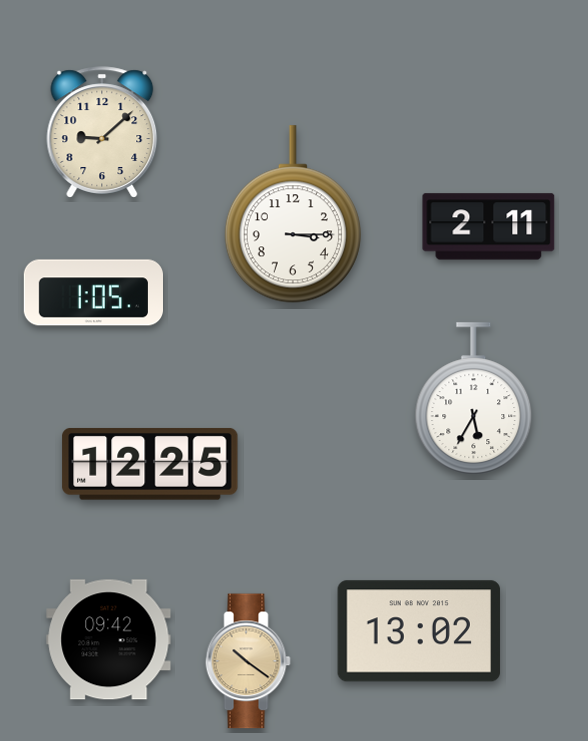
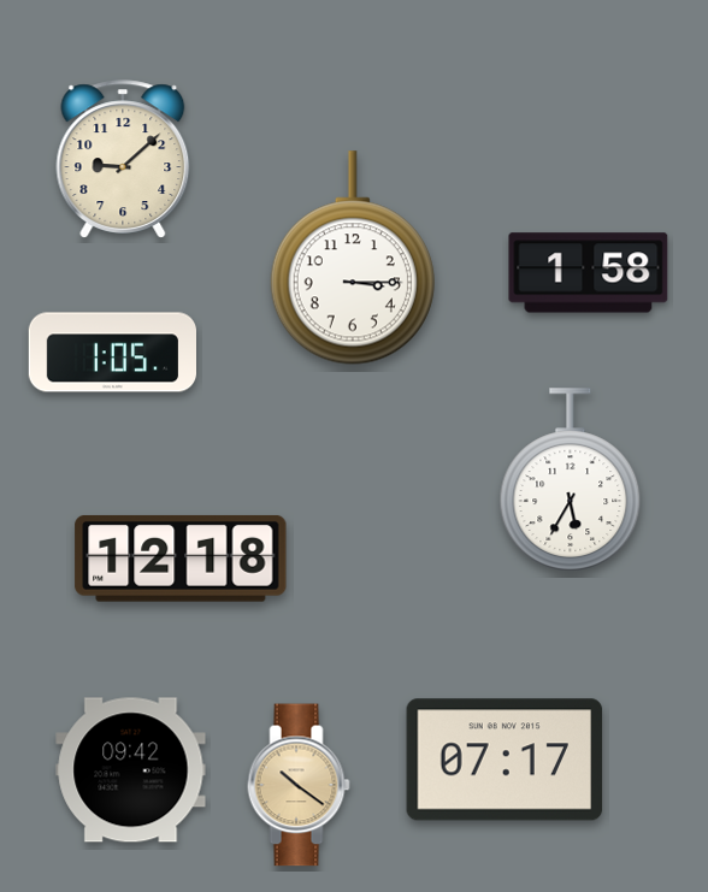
clock at (489, 227): 2:11 -> 1:58
clock at (150, 464): 12:25 -> 12:18
clock at (419, 631): 13:02 -> 07:17
clock at (248, 661) position: (248, 661) -> (299, 785)
